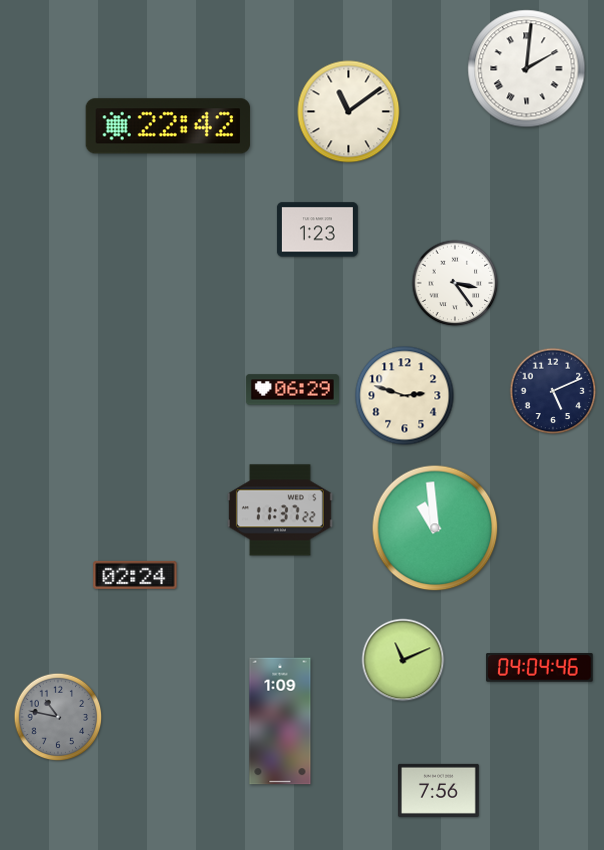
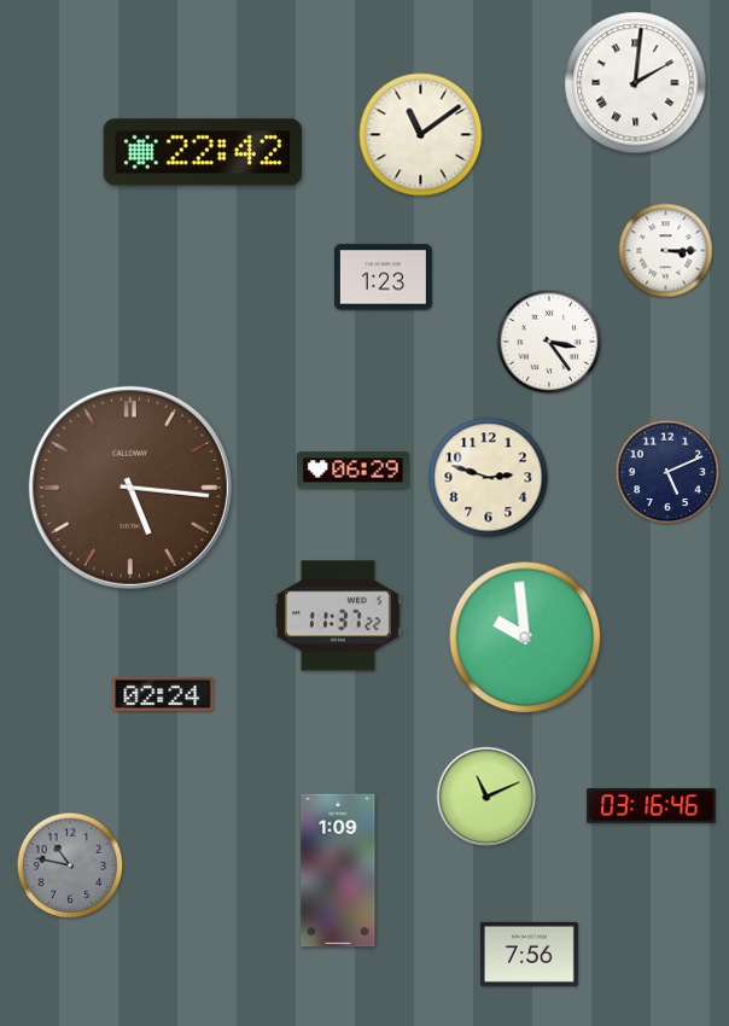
clock at (666, 251): none -> 3:15
clock at (130, 488): none -> 5:16
clock at (435, 528): 10:59 -> 9:59
clock at (540, 668): 04:04 -> 03:16
